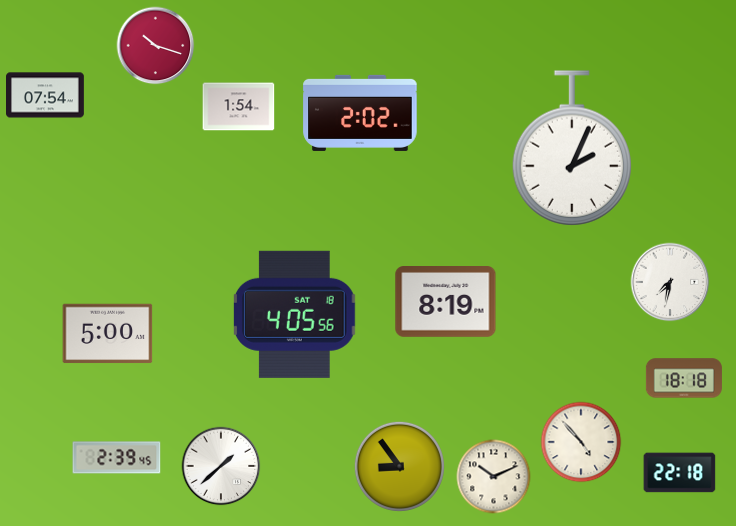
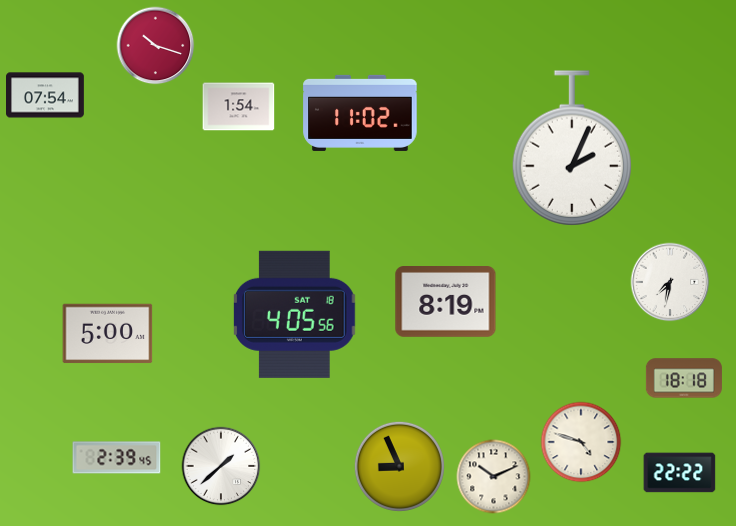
clock at (360, 113): 2:02 -> 11:02
clock at (581, 442): 4:53 -> 4:48
clock at (399, 466): 8:54 -> 8:56
clock at (680, 473): 22:18 -> 22:22
